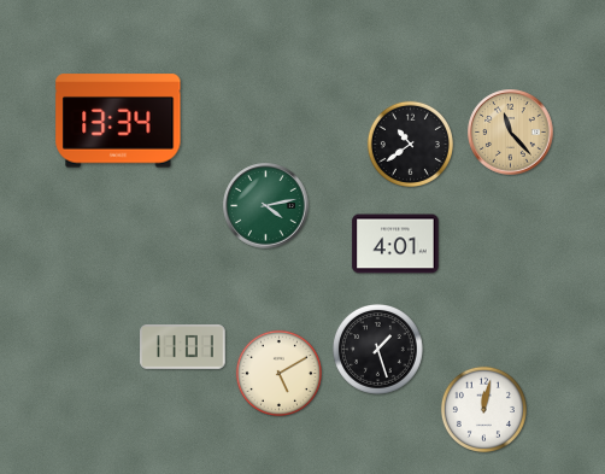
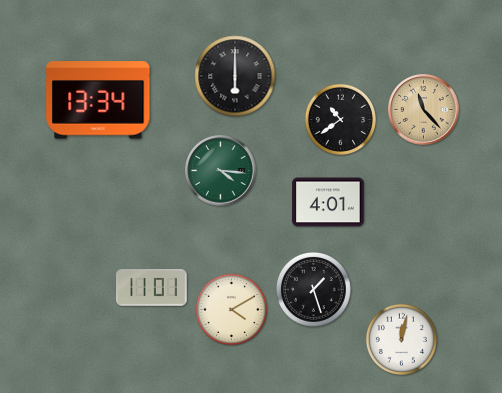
clock at (235, 76): none -> 6:00
clock at (266, 206): 4:13 -> 4:16
clock at (278, 373): 5:10 -> 4:10
